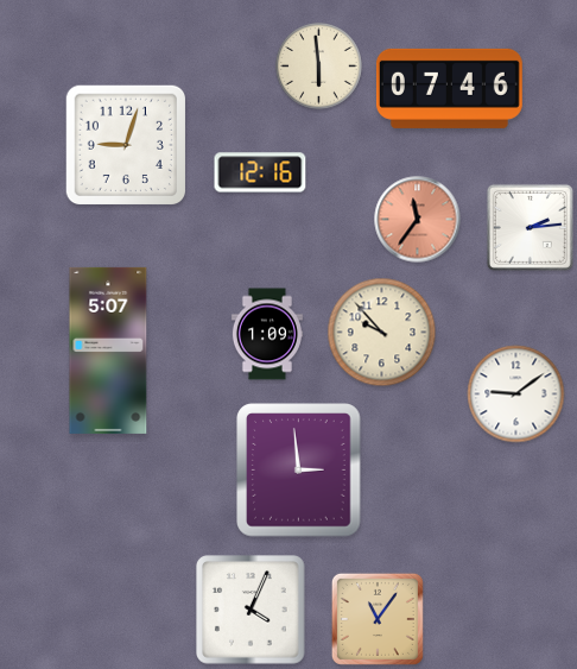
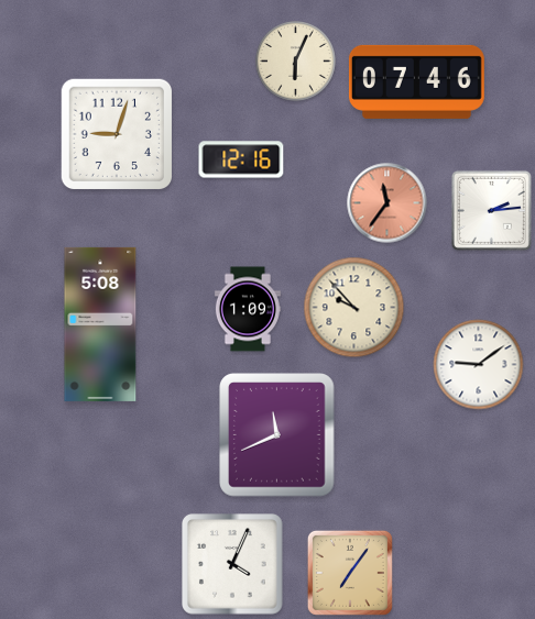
clock at (319, 67): 5:59 -> 6:04
clock at (108, 351): 5:07 -> 5:08
clock at (299, 471): 2:59 -> 11:41
clock at (378, 619): 11:06 -> 7:06
